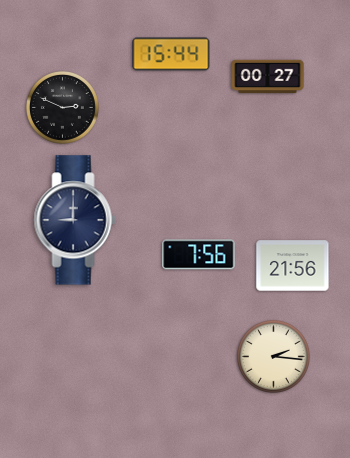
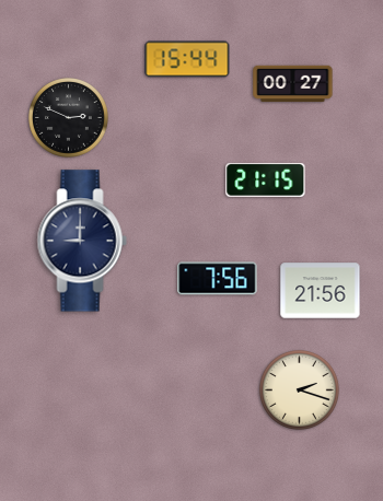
clock at (266, 179): none -> 21:15
clock at (274, 357): 2:16 -> 2:18
